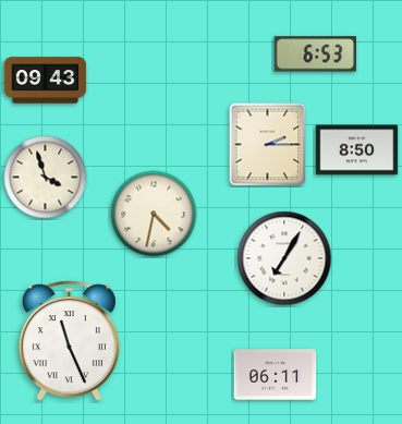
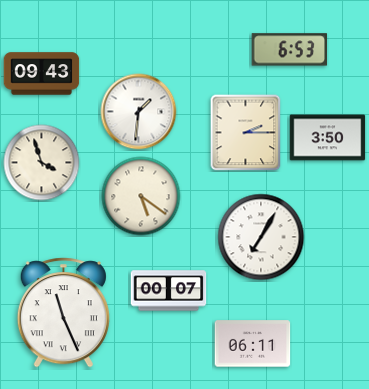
clock at (139, 112): none -> 1:31
clock at (357, 150): 8:50 -> 3:50
clock at (154, 214): 4:32 -> 5:21
clock at (169, 291): none -> 00:07
